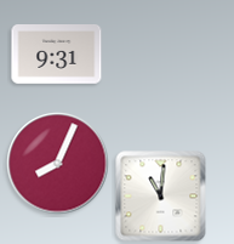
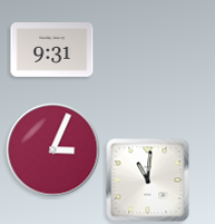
clock at (58, 164): 8:04 -> 3:04
